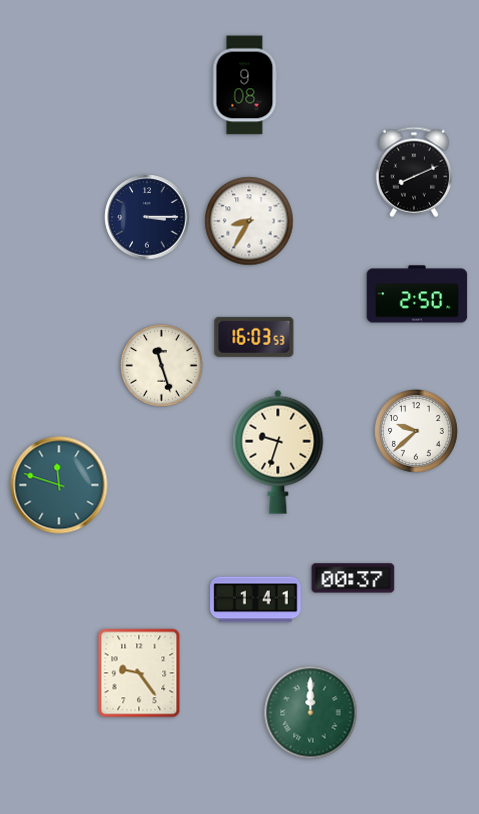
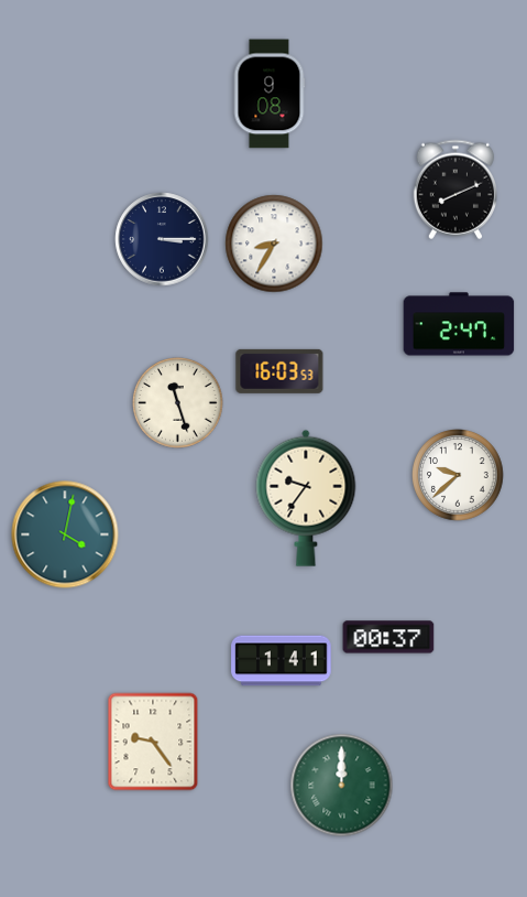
clock at (417, 294): 2:50 -> 2:47
clock at (278, 452): 9:33 -> 9:36
clock at (59, 485): 11:48 -> 4:02
